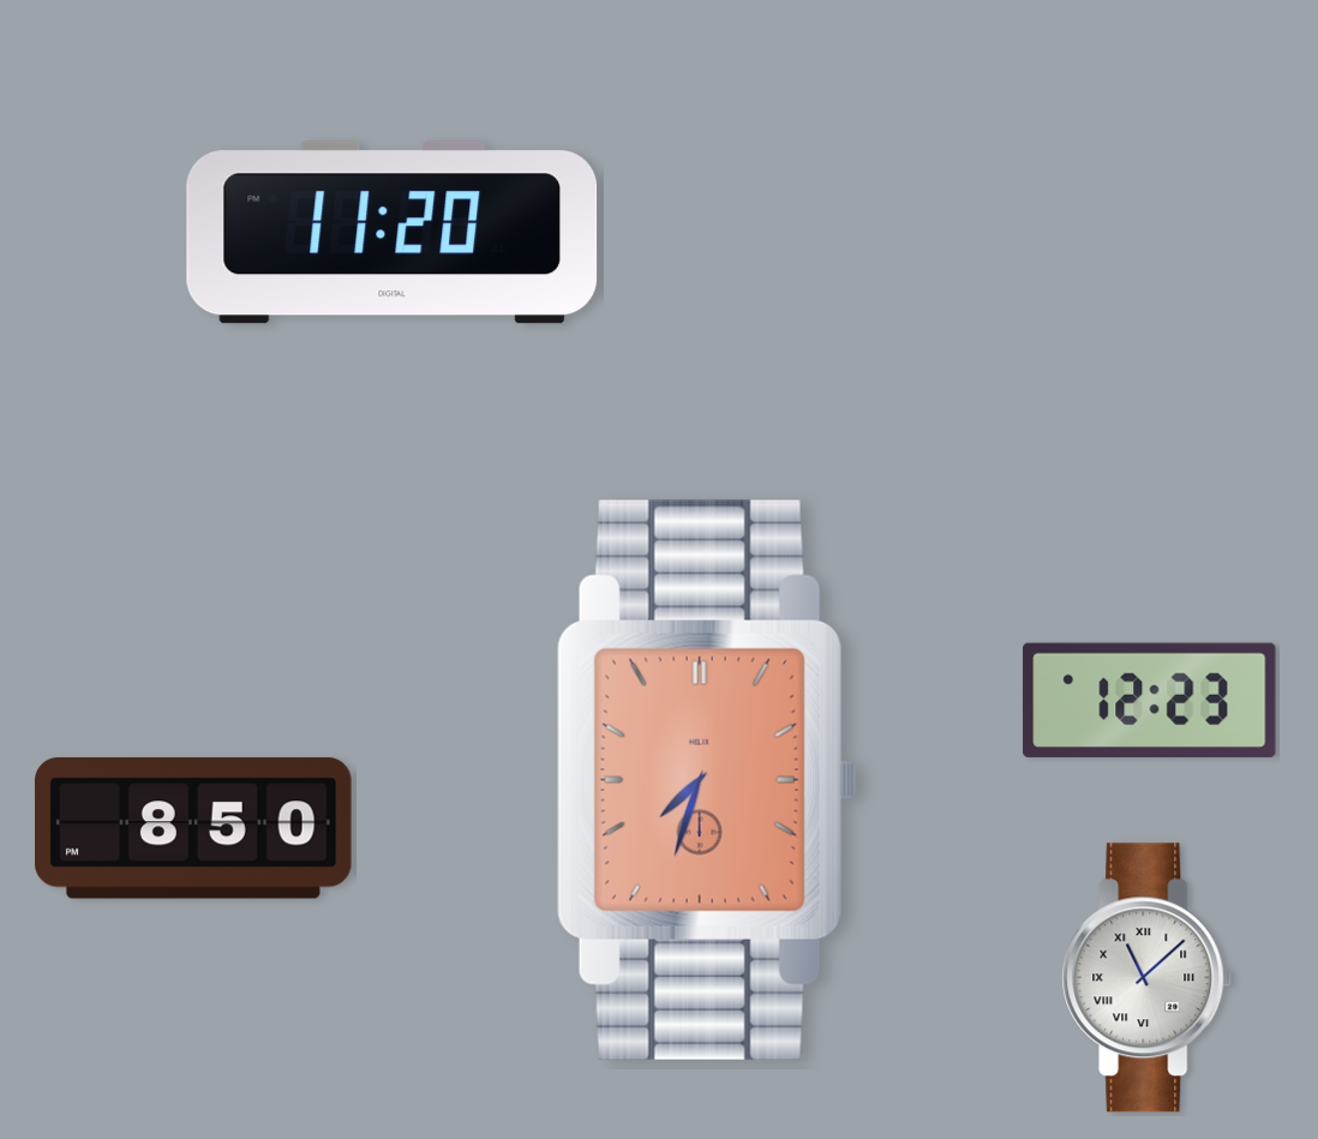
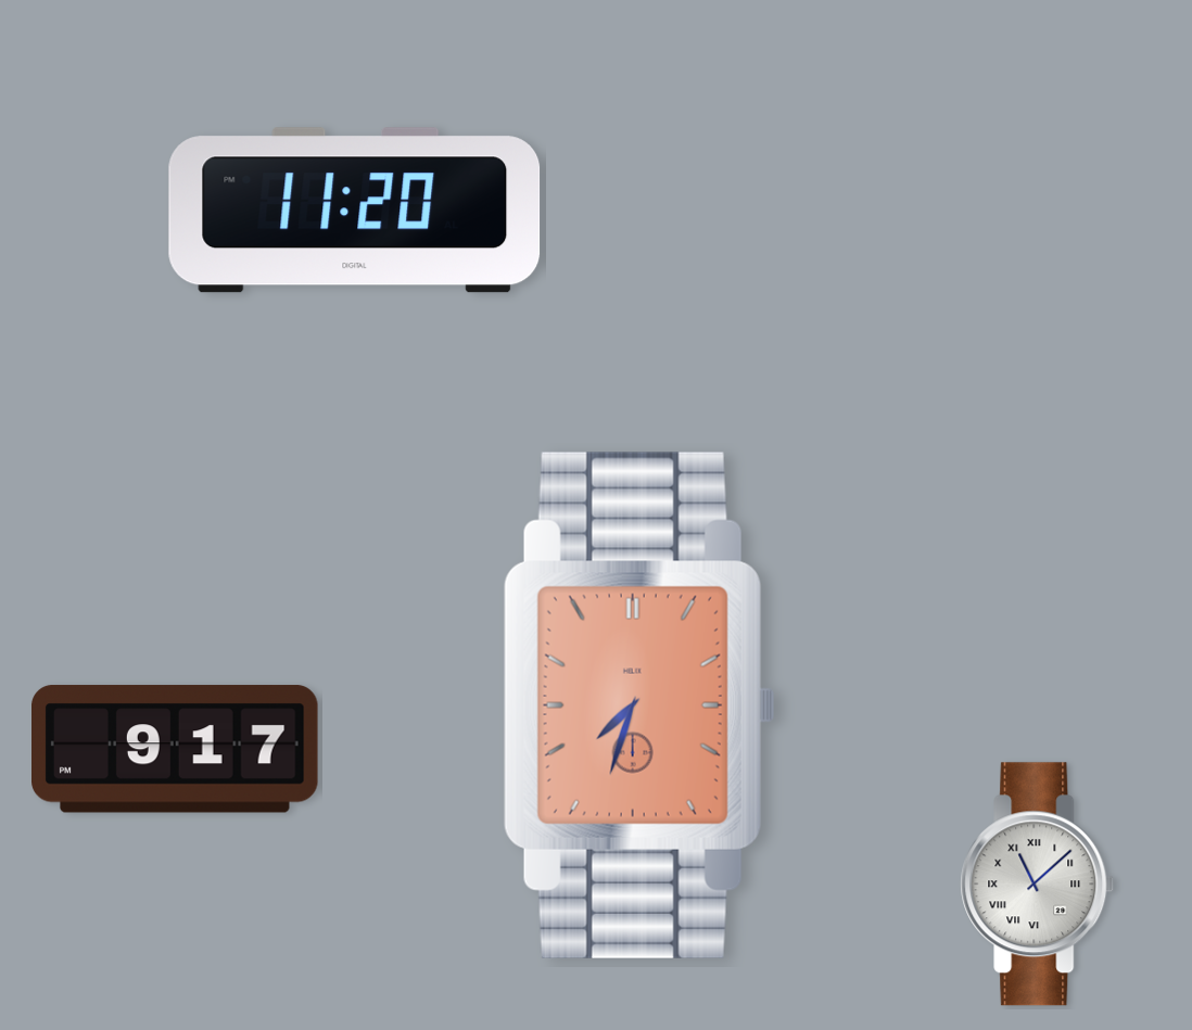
clock at (1150, 700): 12:23 -> none
clock at (194, 828): 8:50 -> 9:17
